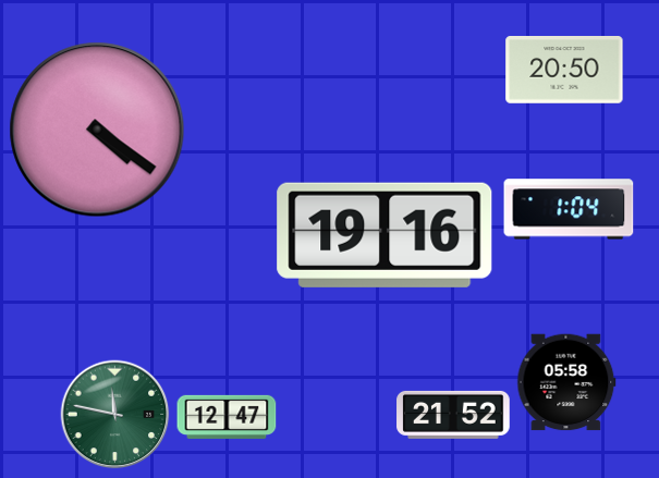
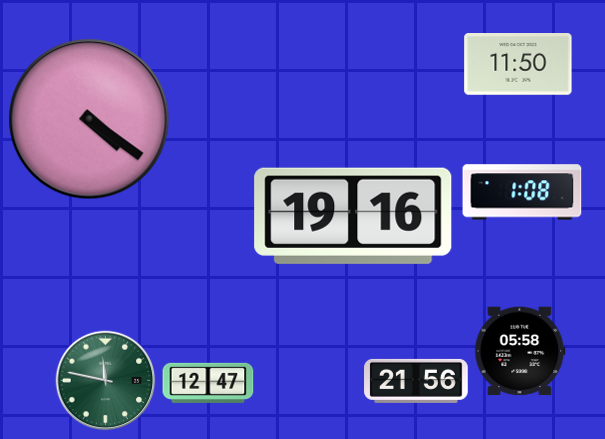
clock at (564, 71): 20:50 -> 11:50
clock at (569, 209): 1:04 -> 1:08
clock at (453, 415): 21:52 -> 21:56
